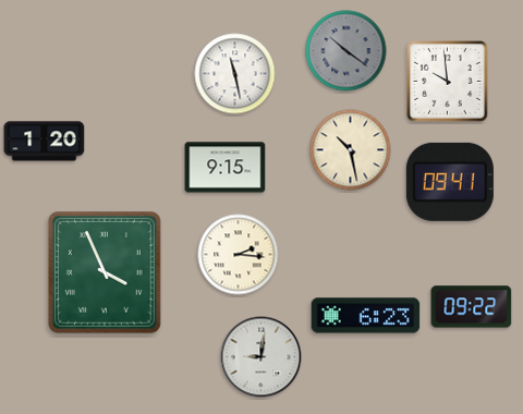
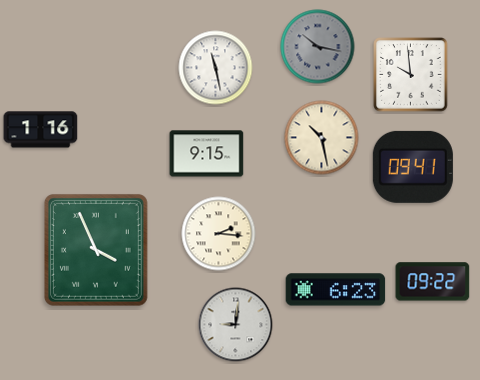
clock at (346, 51): 10:21 -> 10:17
clock at (45, 142): 1:20 -> 1:16
clock at (261, 357) position: (261, 357) -> (236, 325)
